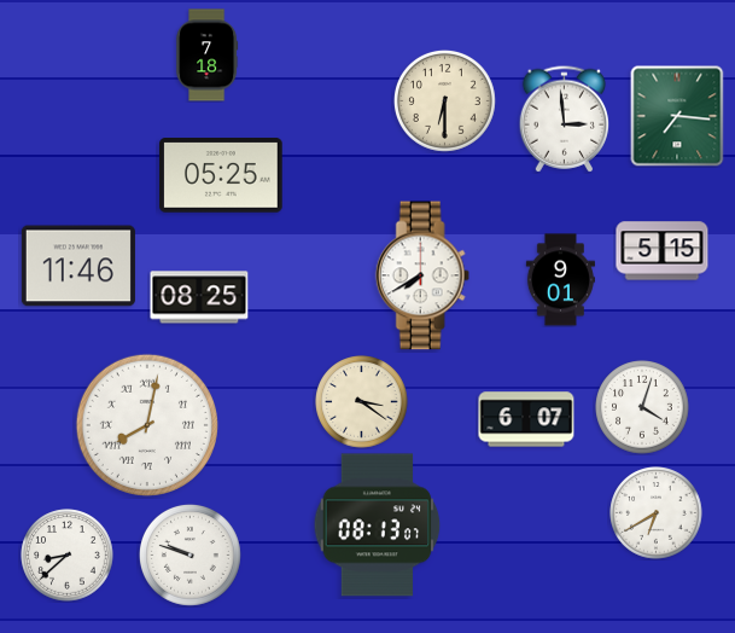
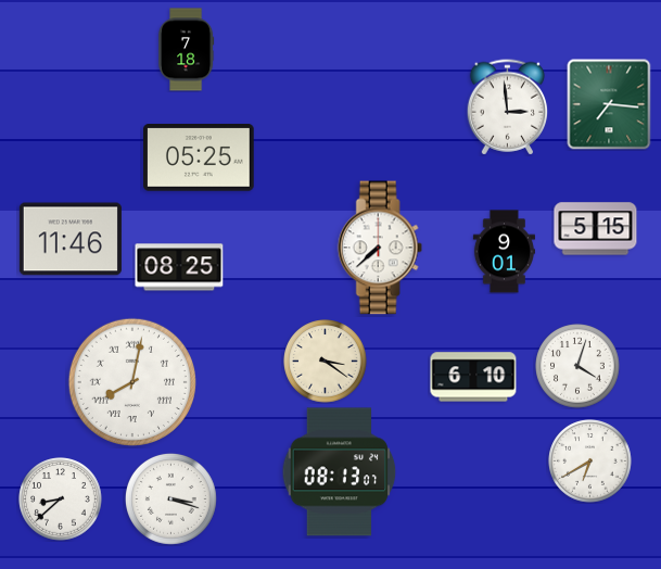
clock at (445, 101): 6:30 -> none
clock at (663, 251) position: (663, 251) -> (596, 229)
clock at (422, 275): 7:40 -> 7:38
clock at (526, 419): 6:07 -> 6:10
clock at (191, 556): 9:48 -> 3:18
